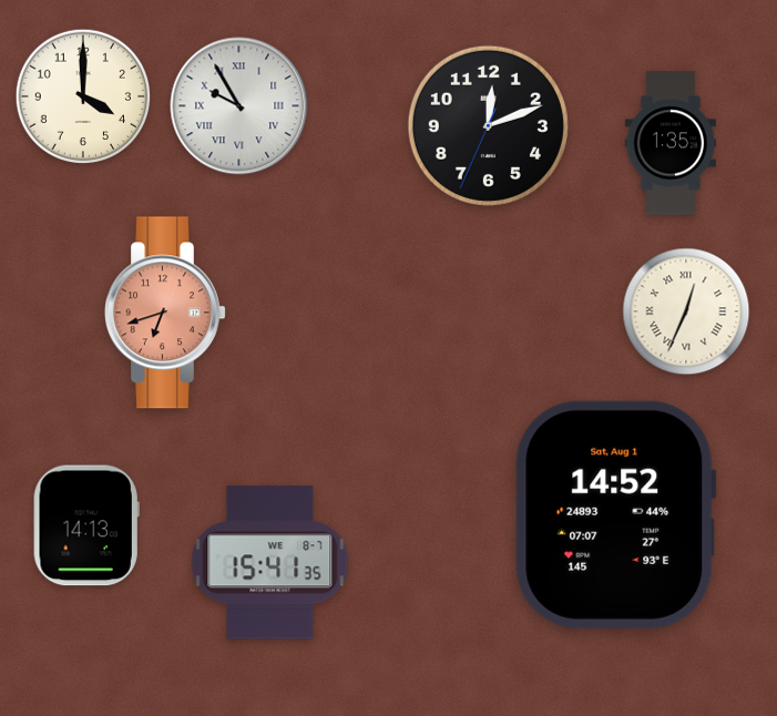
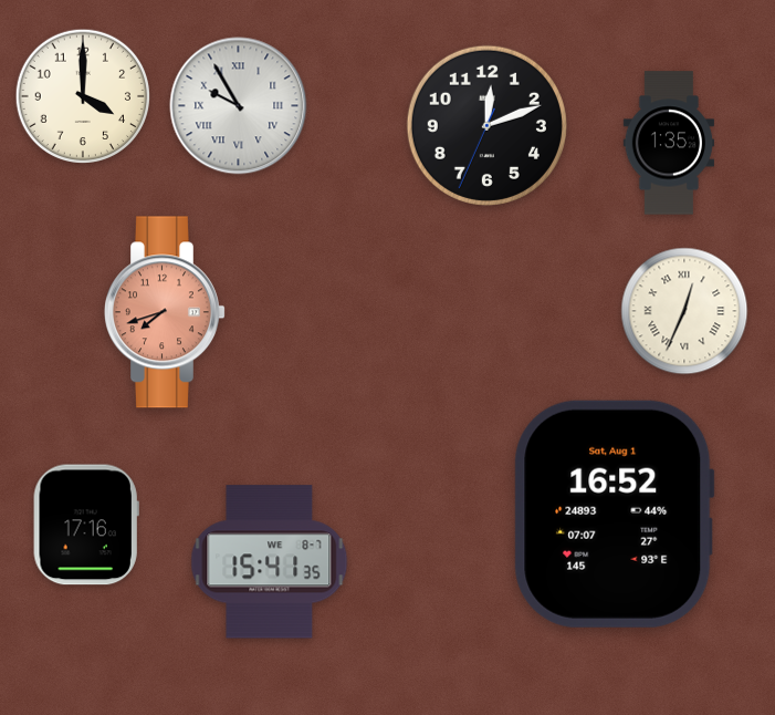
clock at (166, 313): 6:42 -> 7:42
clock at (615, 514): 14:52 -> 16:52
clock at (86, 525): 14:13 -> 17:16
